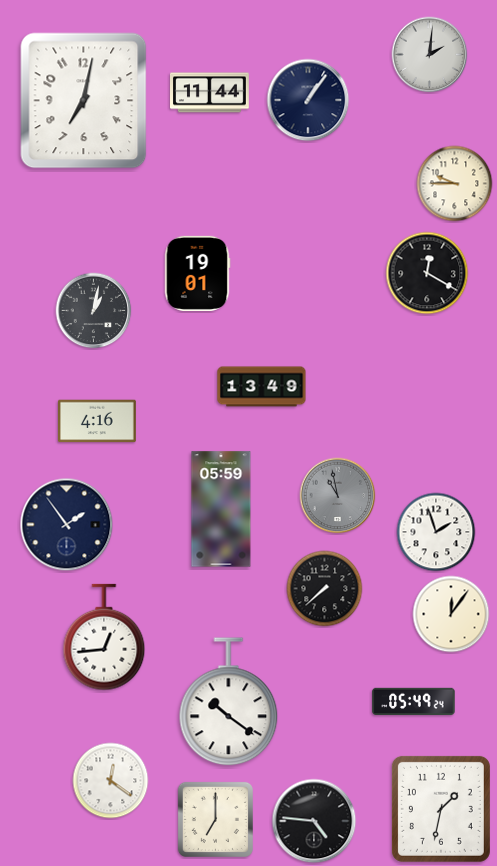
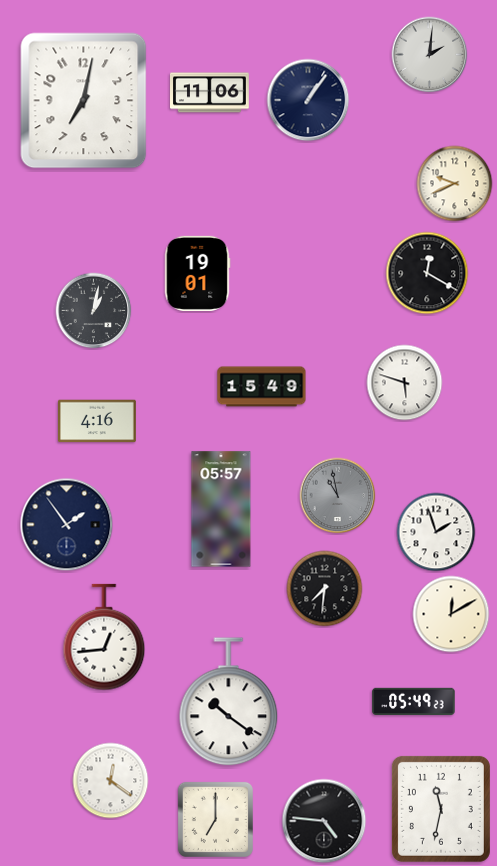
clock at (210, 93): 11:44 -> 11:06
clock at (455, 184): 9:45 -> 9:41
clock at (405, 383): none -> 5:48
clock at (262, 387): 13:49 -> 15:49
clock at (221, 509): 05:59 -> 05:57
clock at (325, 589): 7:38 -> 7:31
clock at (451, 614): 12:06 -> 12:10
clock at (414, 701): 05:49:24 -> 05:49:23
clock at (441, 809): 1:32 -> 11:32
clock at (314, 821) position: (314, 821) -> (324, 821)
